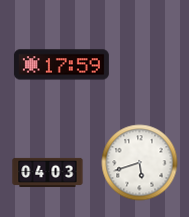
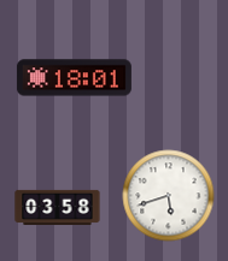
clock at (61, 65): 17:59 -> 18:01
clock at (48, 172): 04:03 -> 03:58
